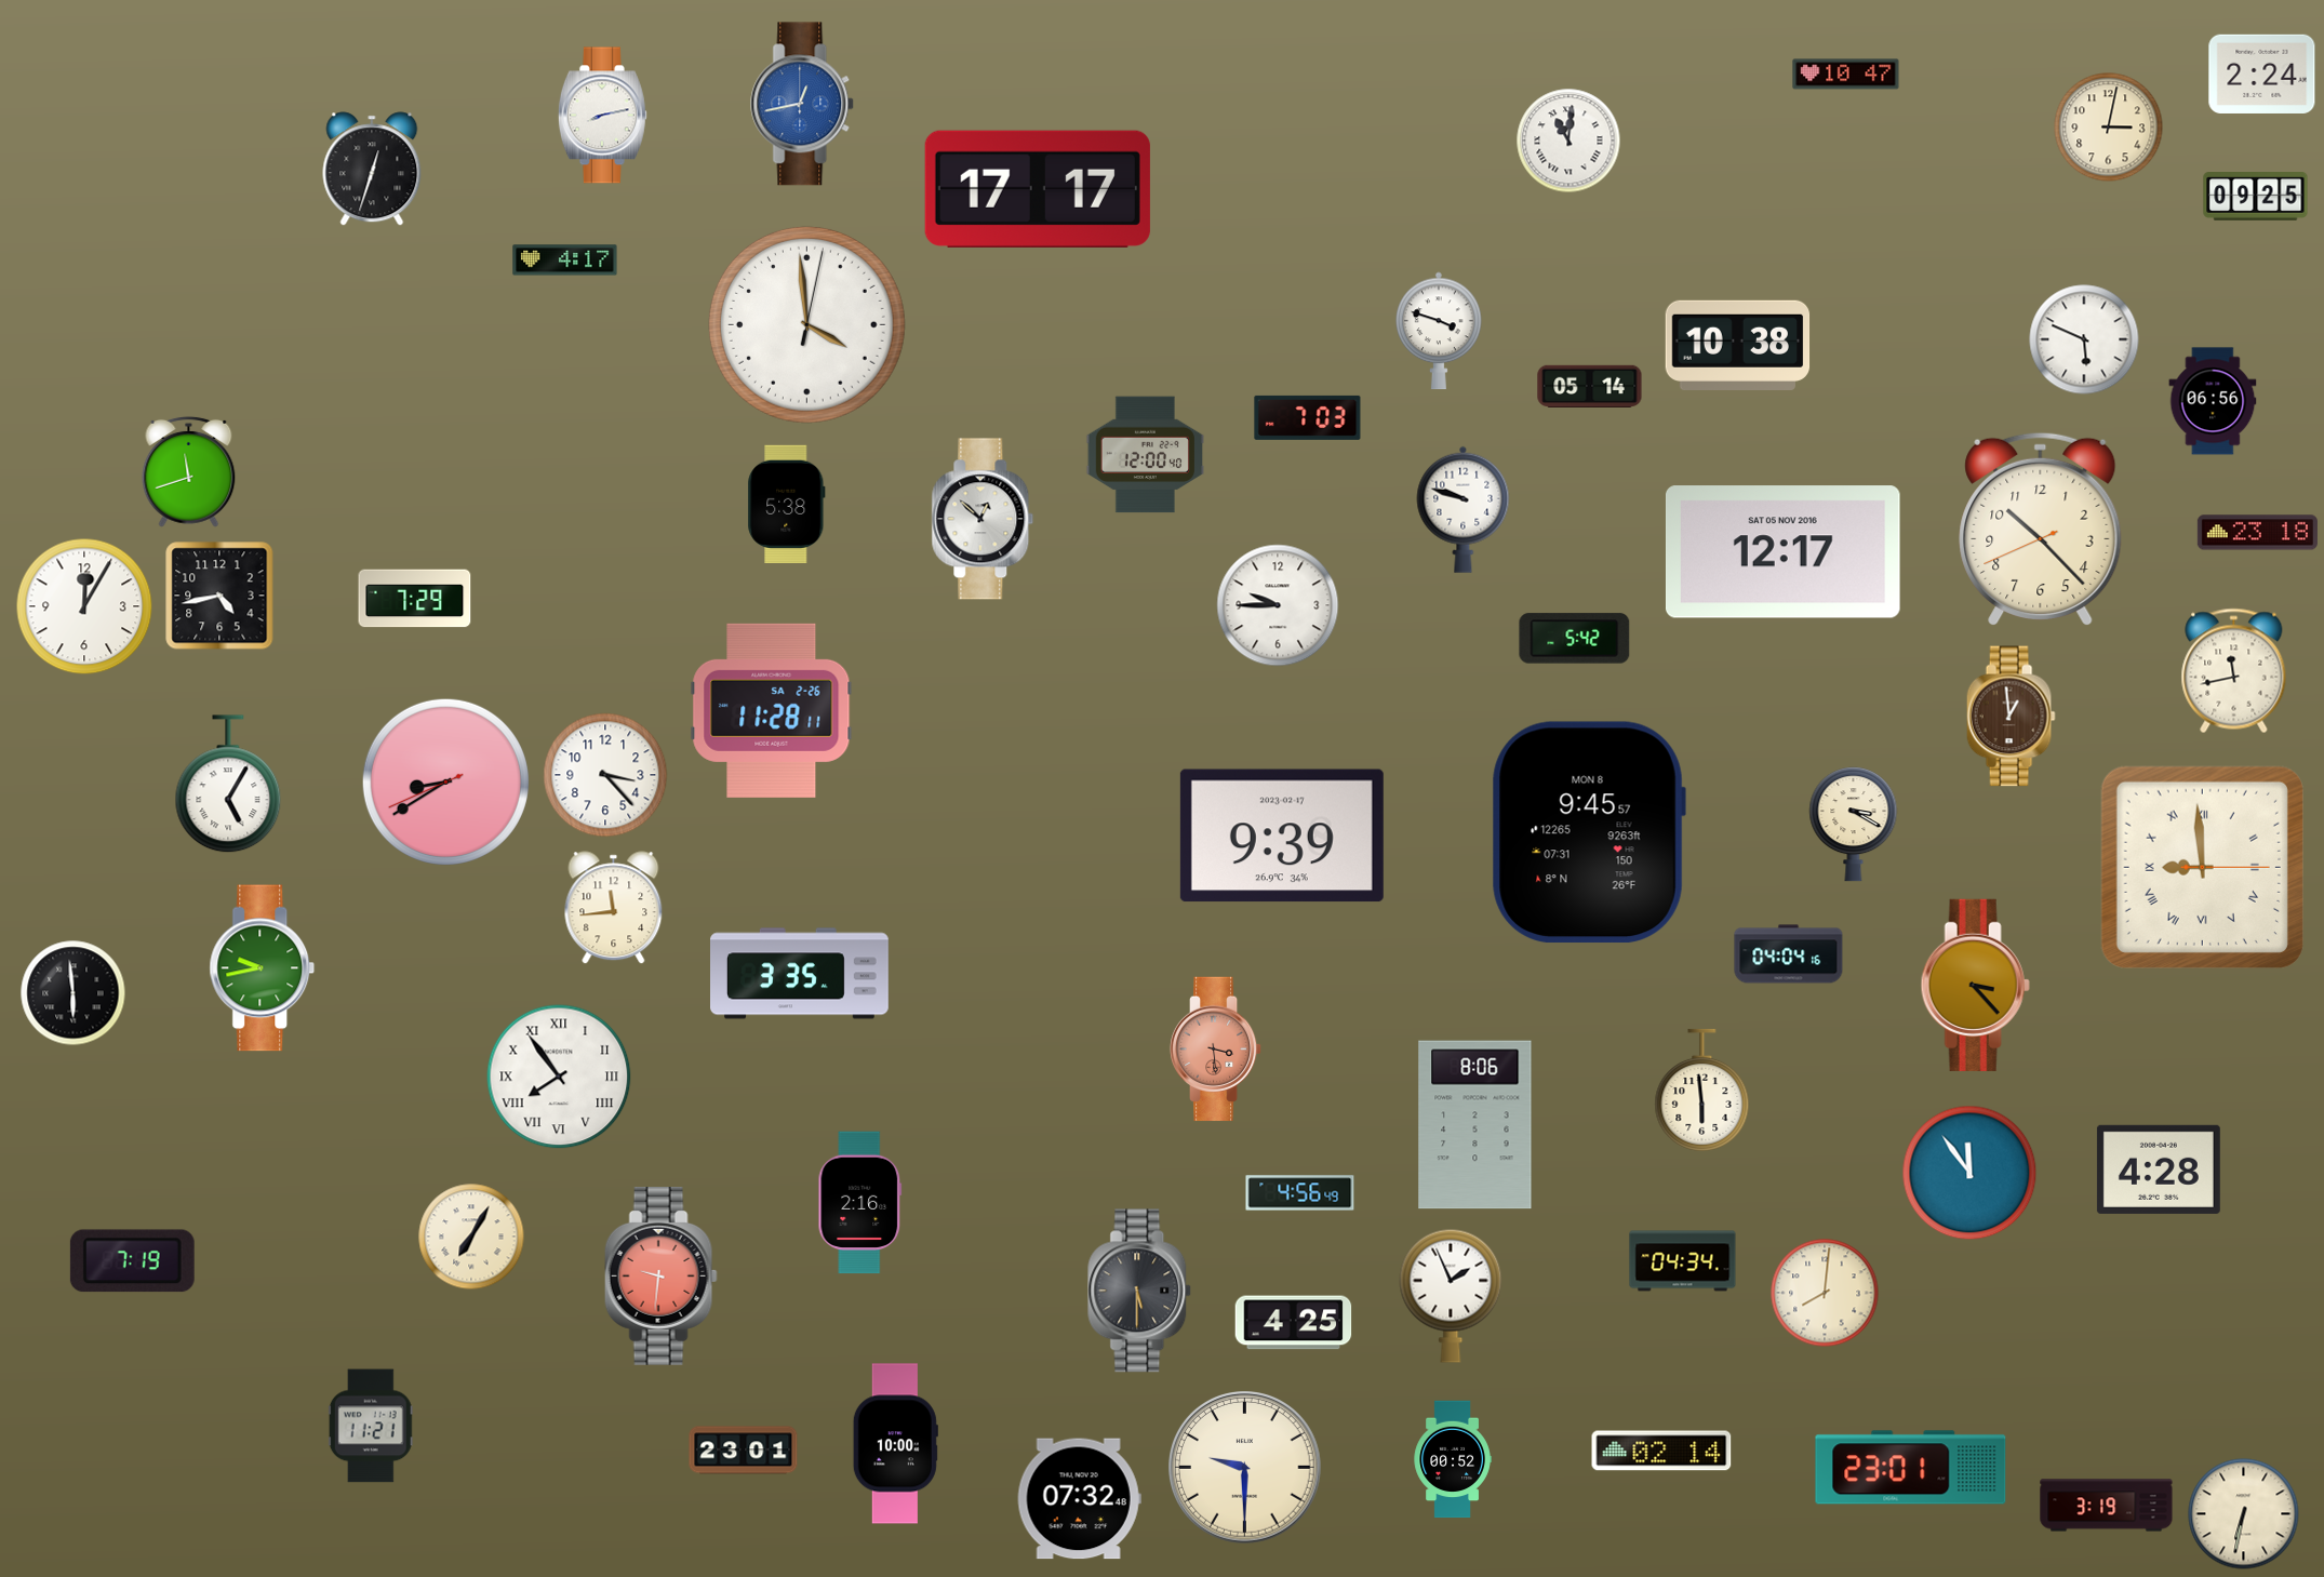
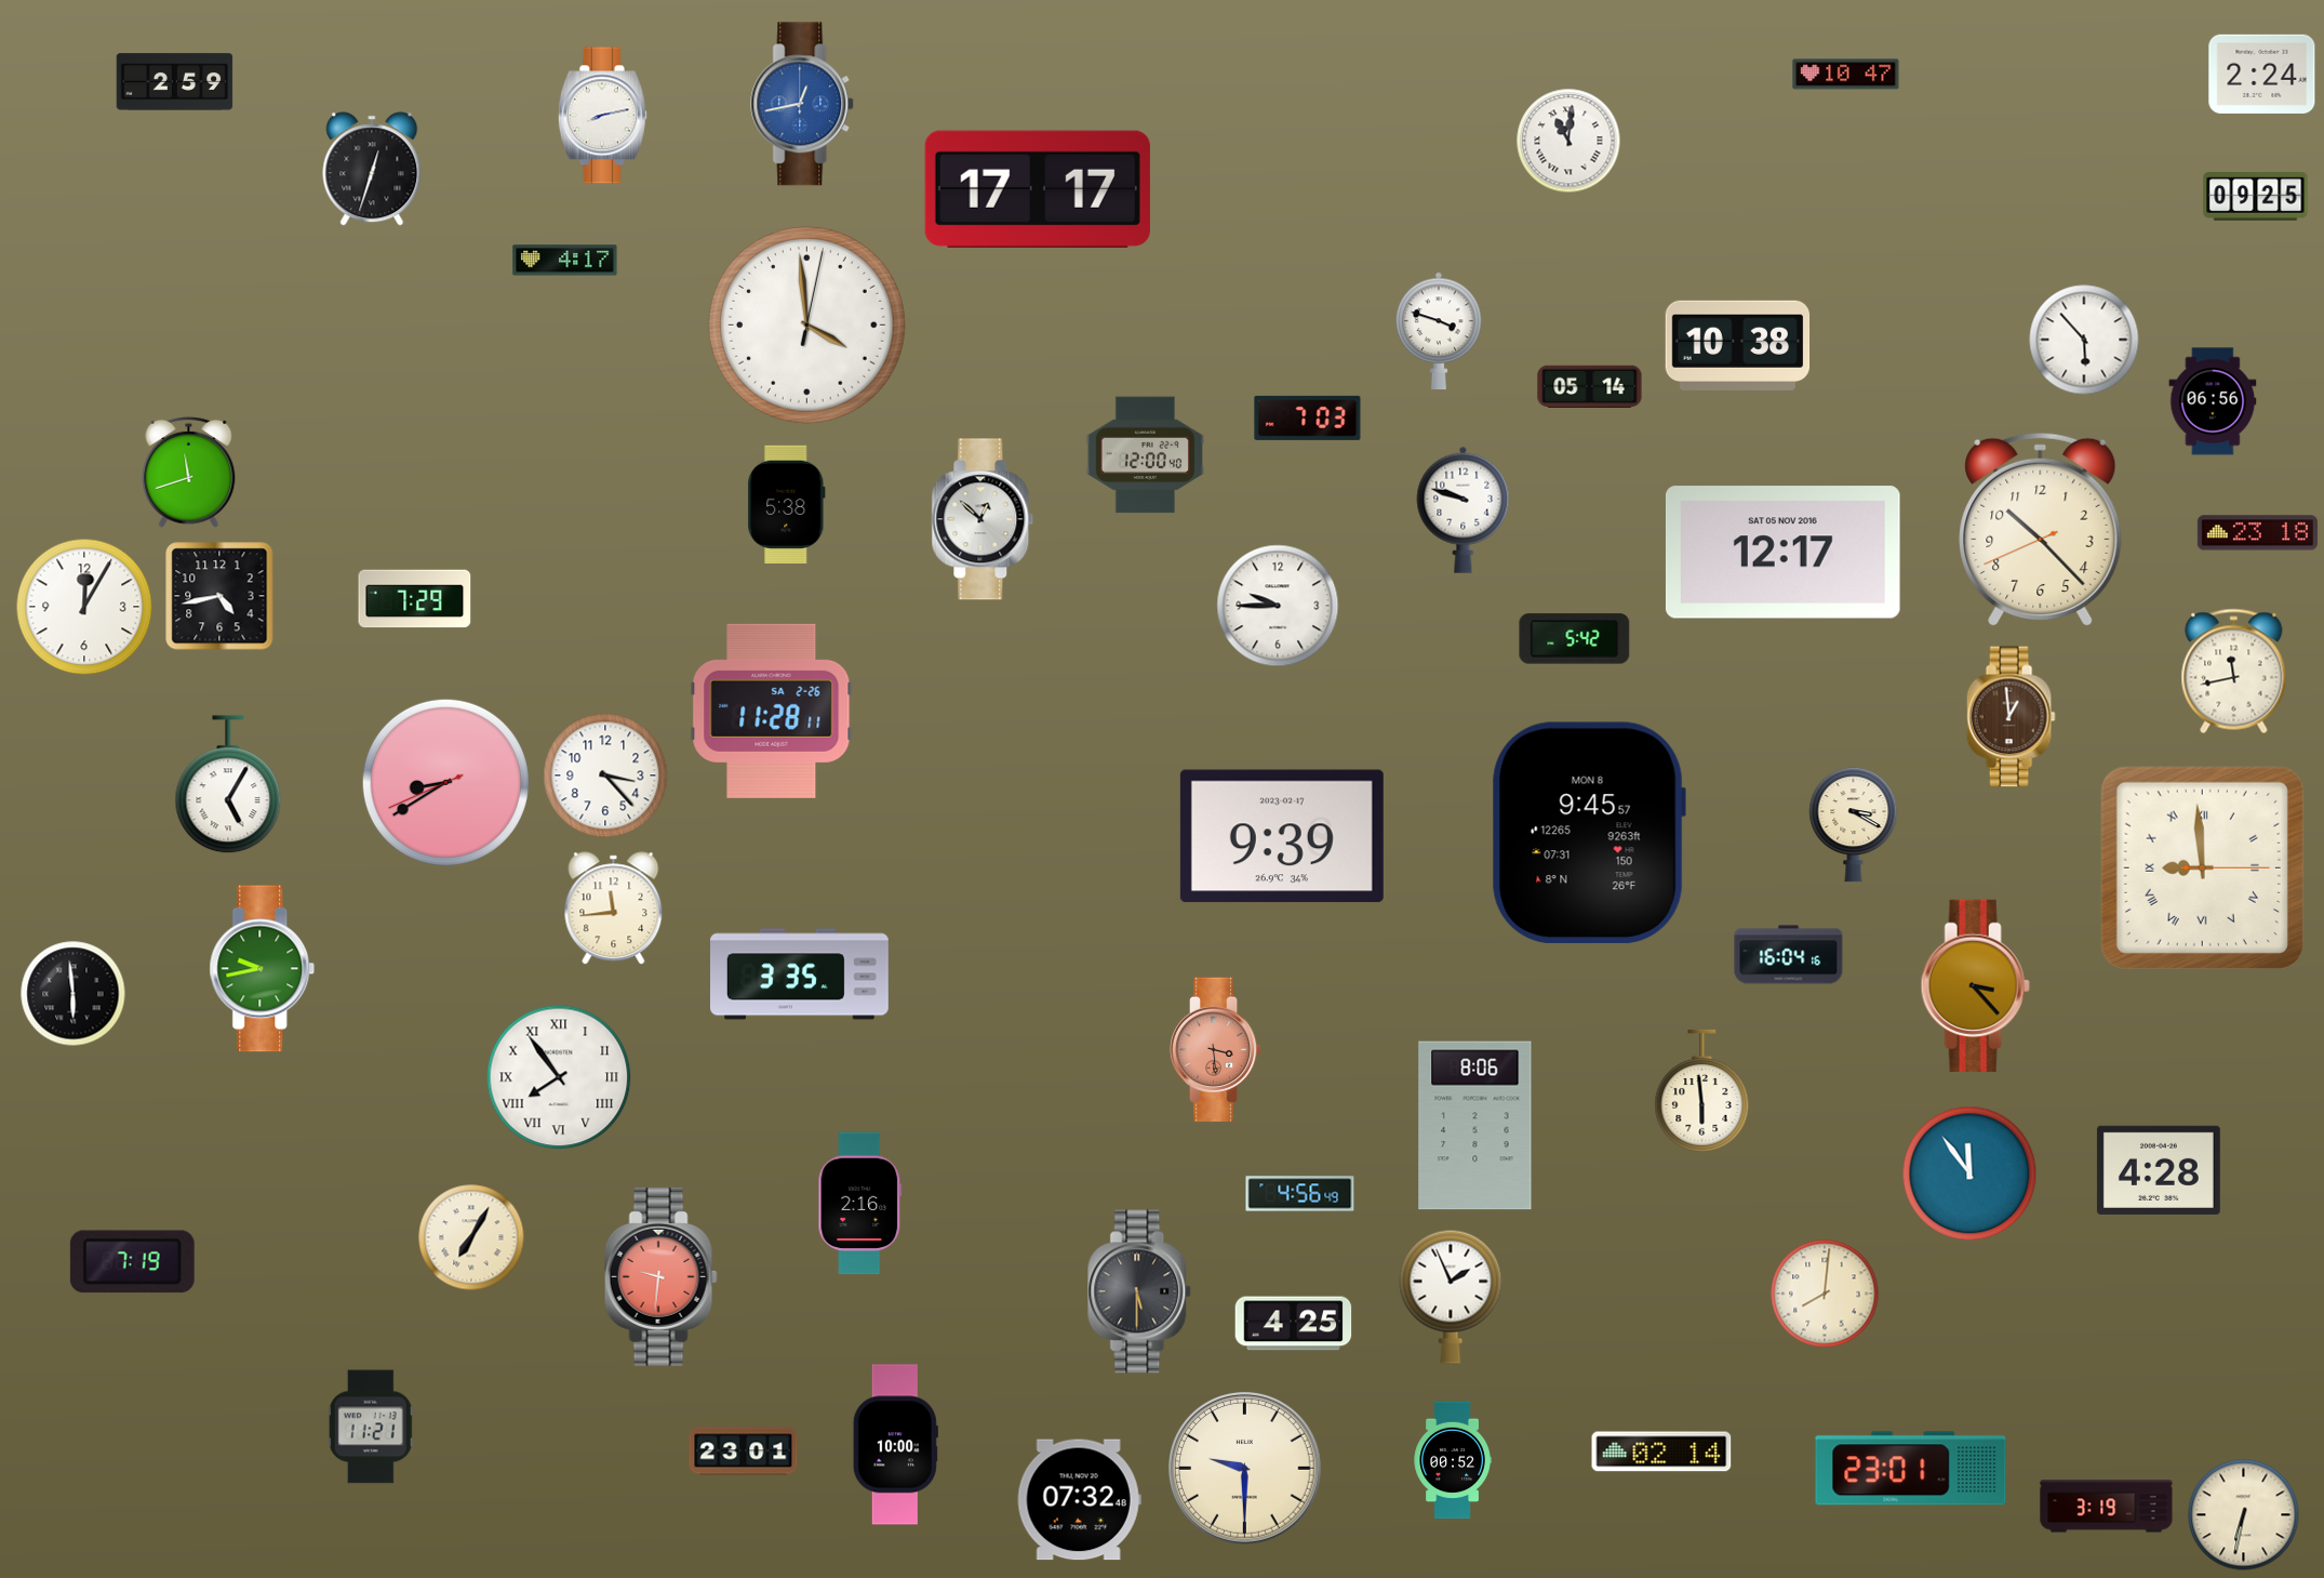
clock at (175, 82): none -> 2:59
clock at (2109, 128): 3:02 -> none
clock at (2084, 339): 5:49 -> 5:53
clock at (1789, 954): 04:04 -> 16:04
clock at (1683, 1261): 04:34 -> none
